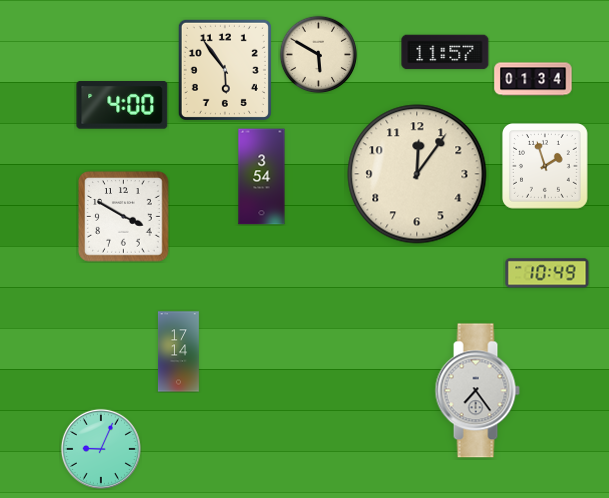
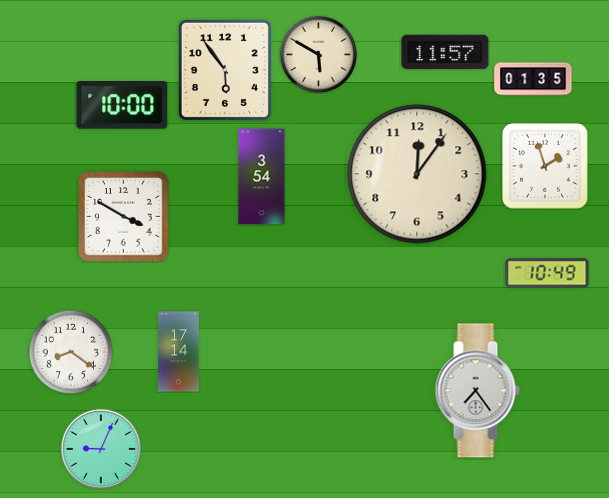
clock at (533, 79): 01:34 -> 01:35
clock at (122, 106): 4:00 -> 10:00
clock at (71, 352): none -> 8:21
